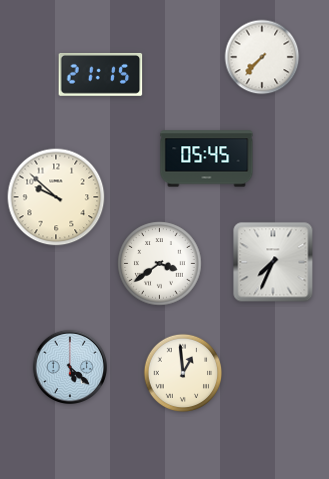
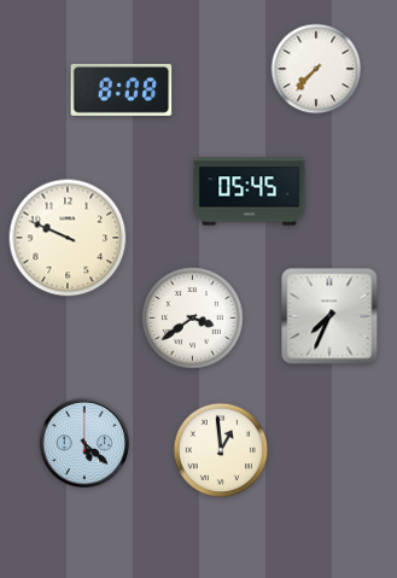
clock at (101, 74): 21:15 -> 8:08
clock at (56, 197): 9:52 -> 9:49
